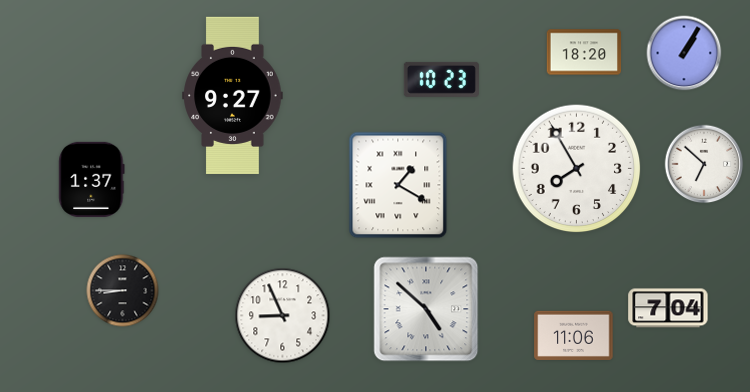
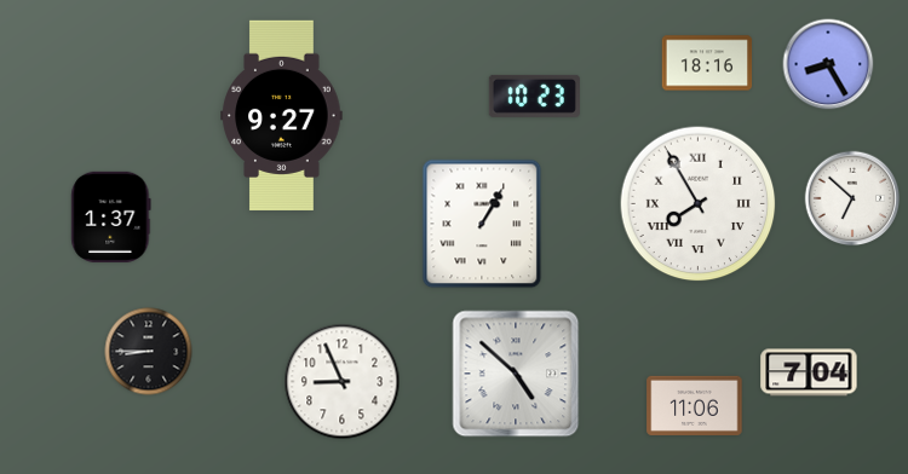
clock at (584, 52): 18:20 -> 18:16
clock at (684, 53): 1:05 -> 8:25
clock at (577, 169) numerals: Arabic -> Roman
clock at (398, 185): 1:20 -> 1:05
